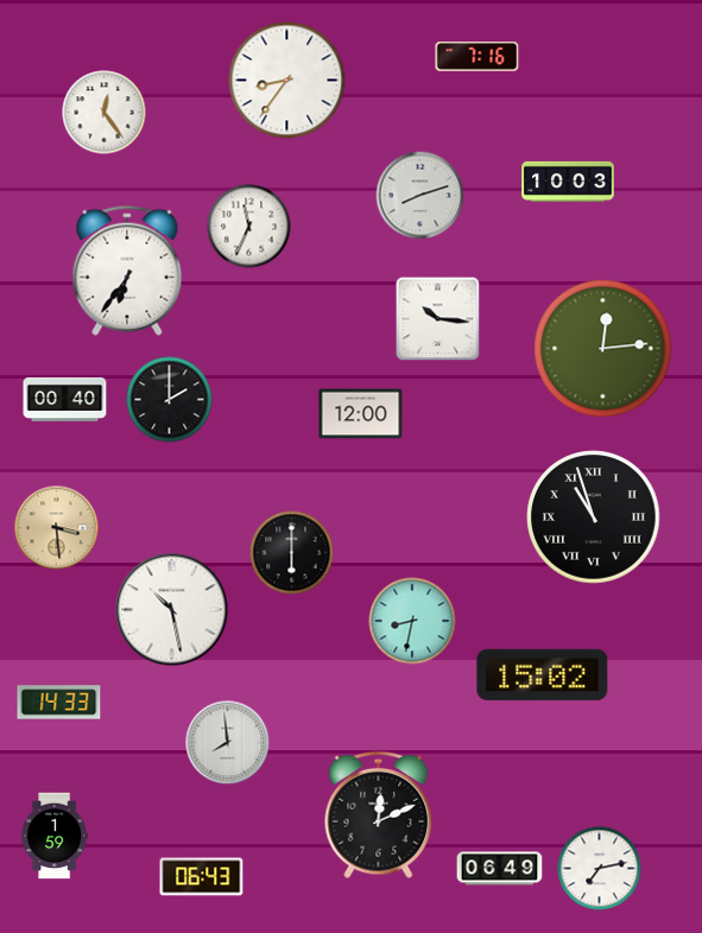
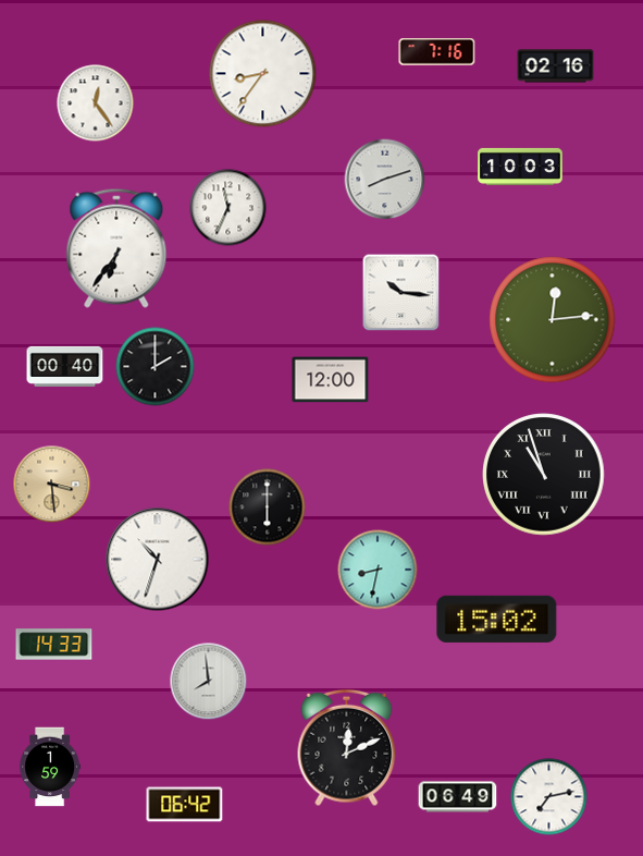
clock at (556, 66): none -> 02:16
clock at (65, 399) position: (65, 399) -> (65, 366)
clock at (172, 610): 10:28 -> 10:33
clock at (202, 877): 06:43 -> 06:42
